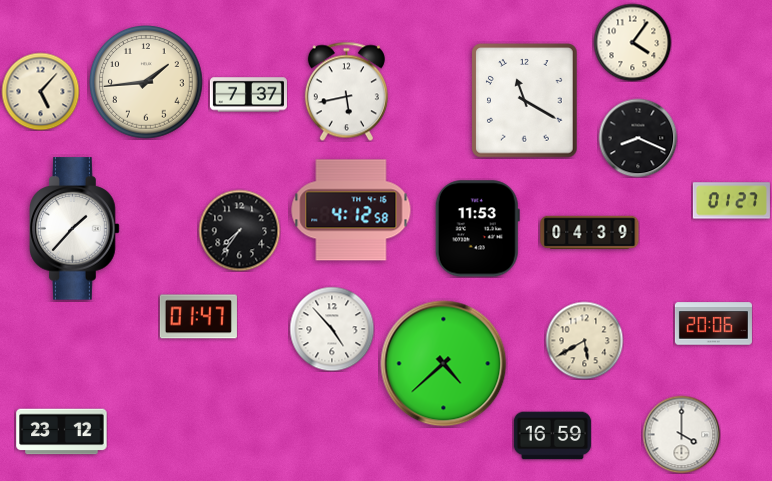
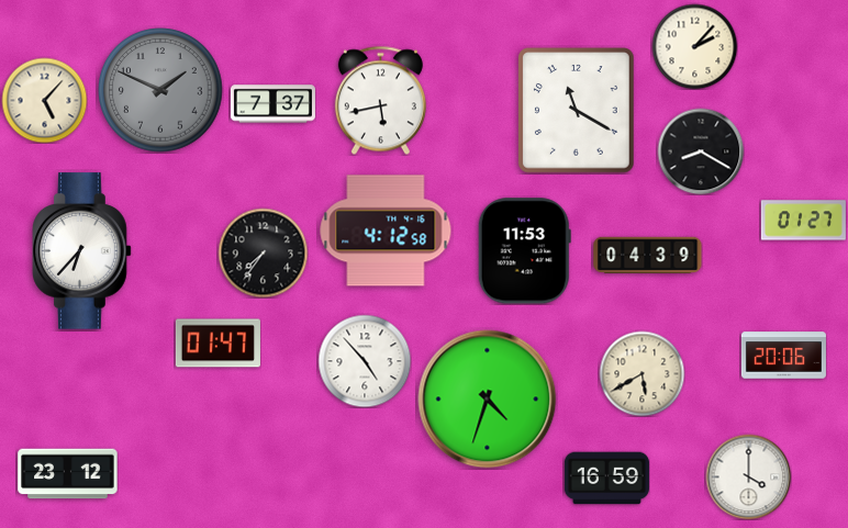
clock at (632, 42): 4:06 -> 2:07
clock at (146, 82): 1:44 -> 1:49
clock at (146, 82) dial: cream -> grey
clock at (638, 138): 8:19 -> 8:20
clock at (75, 229): 1:37 -> 6:37
clock at (198, 317) position: (198, 317) -> (217, 344)
clock at (444, 364): 4:38 -> 4:33
